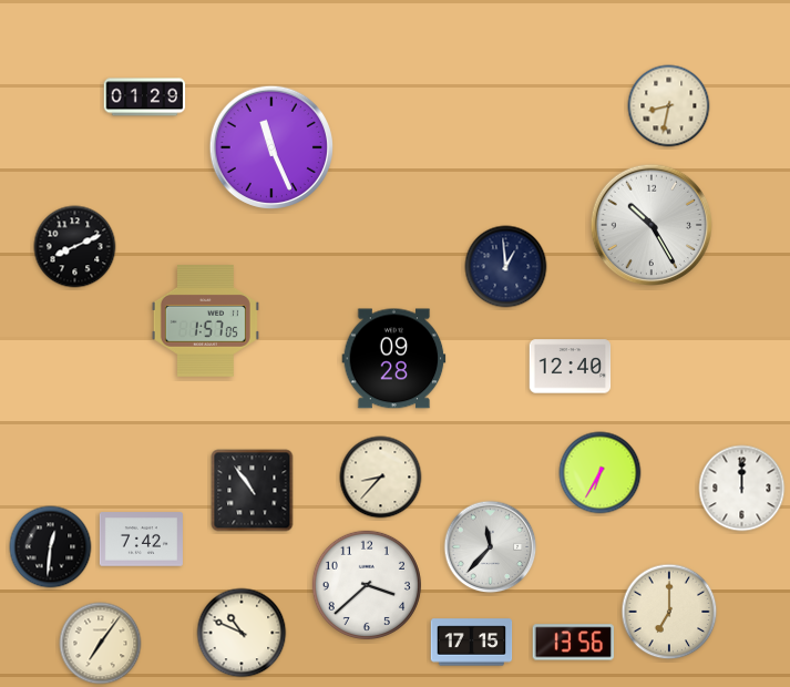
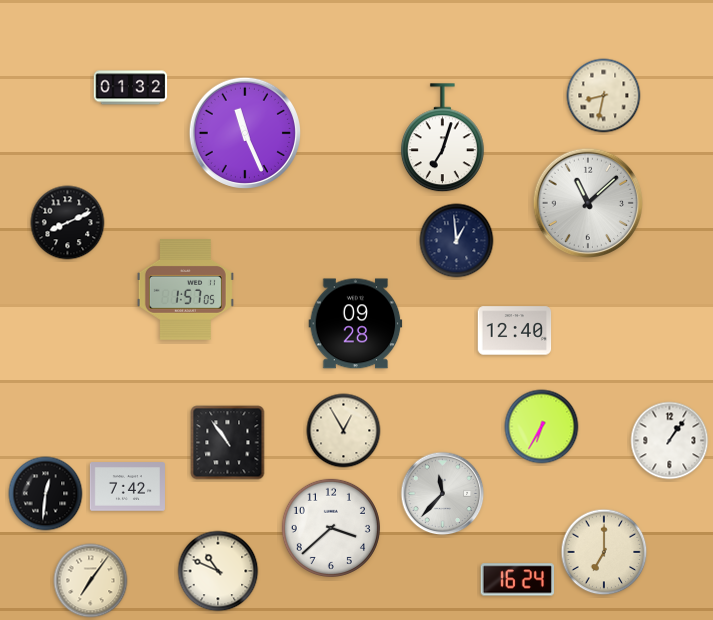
clock at (145, 98): 01:29 -> 01:32
clock at (442, 138): none -> 7:03
clock at (650, 224): 10:25 -> 11:08
clock at (381, 478): 8:37 -> 12:55
clock at (742, 489): 12:00 -> 1:06
clock at (472, 643): 17:15 -> none
clock at (574, 643): 13:56 -> 16:24
